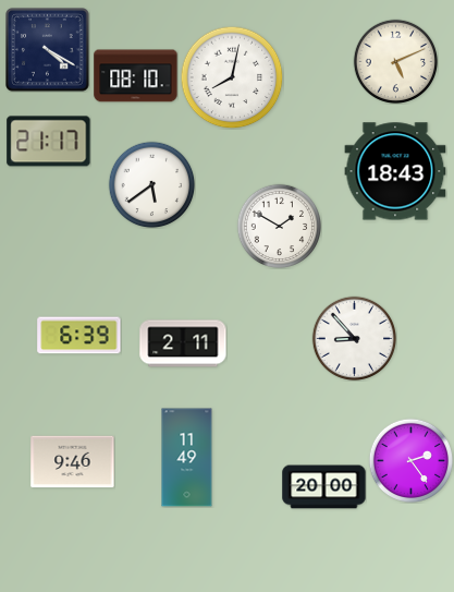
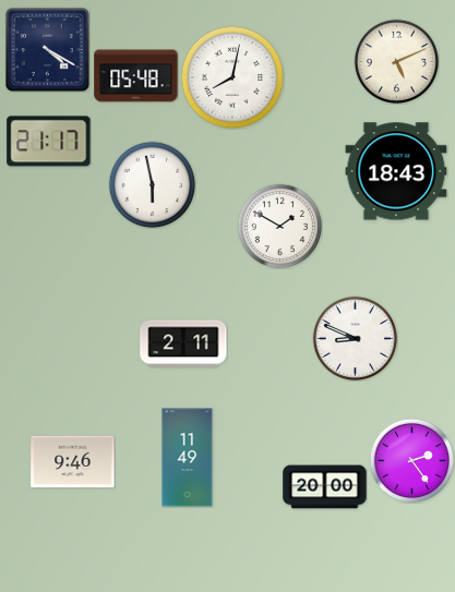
clock at (136, 76): 08:10 -> 05:48
clock at (151, 184): 5:39 -> 5:58
clock at (79, 336): 6:39 -> none
clock at (354, 338): 8:53 -> 8:49
